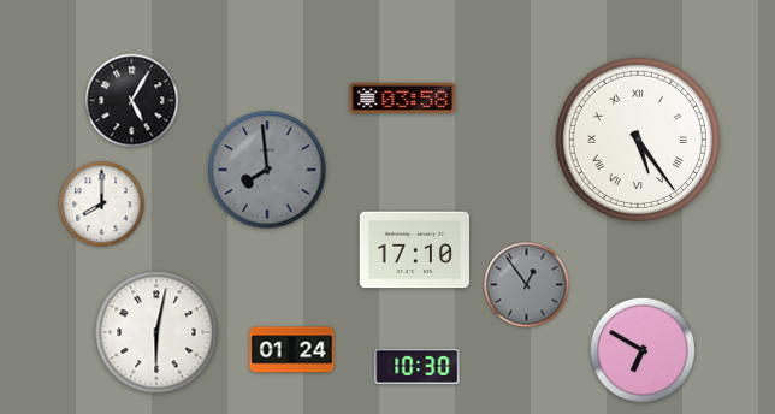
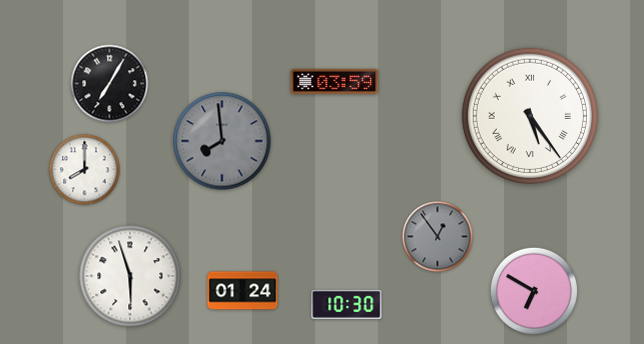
clock at (403, 99): 03:58 -> 03:59
clock at (132, 101): 5:05 -> 7:05
clock at (414, 250): 17:10 -> none
clock at (156, 332): 6:02 -> 5:57
